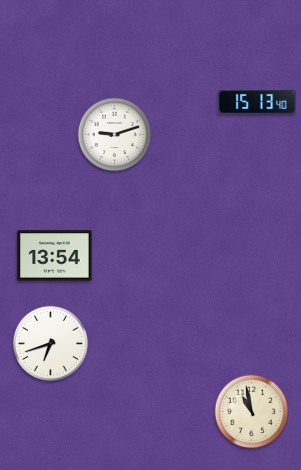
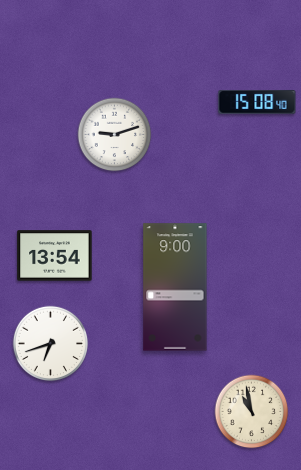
clock at (257, 102): 15:13 -> 15:08
clock at (175, 287): none -> 9:00
